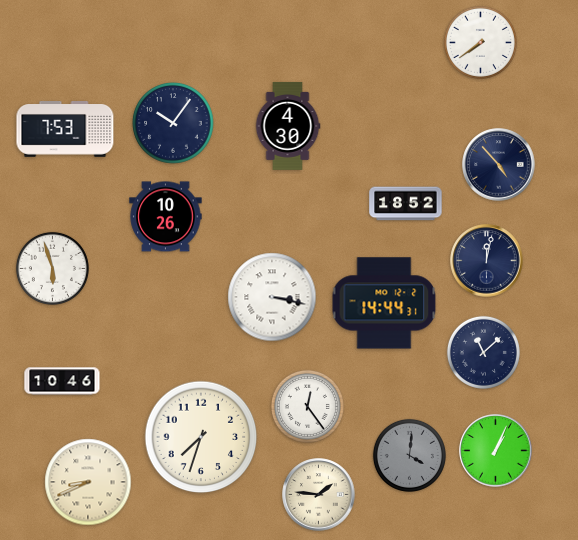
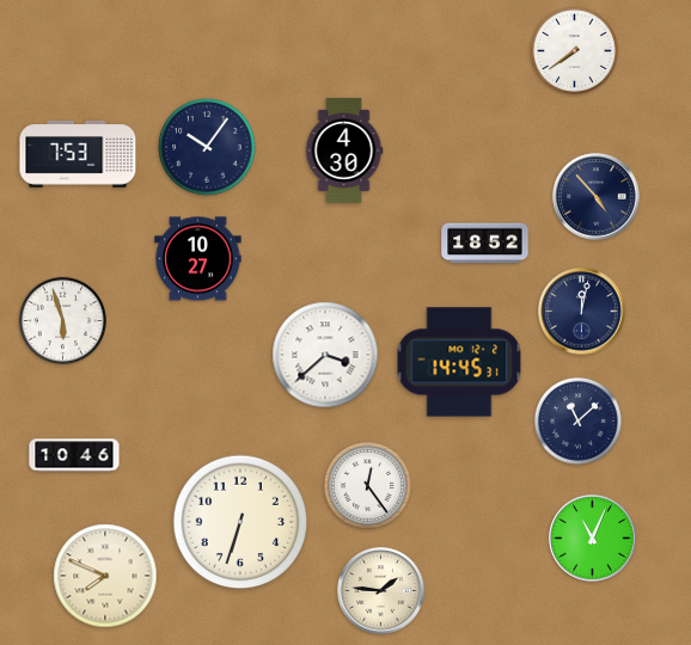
clock at (166, 217): 10:26 -> 10:27
clock at (272, 297): 3:17 -> 3:38
clock at (384, 303): 14:44 -> 14:45
clock at (201, 437): 7:33 -> 6:33
clock at (496, 451): 1:04 -> 11:04
clock at (409, 455): 4:01 -> none
clock at (88, 482): 8:41 -> 7:49
